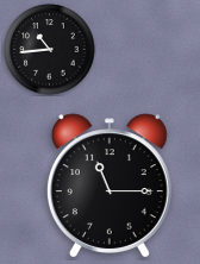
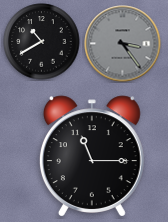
clock at (50, 50): 10:44 -> 10:40
clock at (123, 44): none -> 3:24
